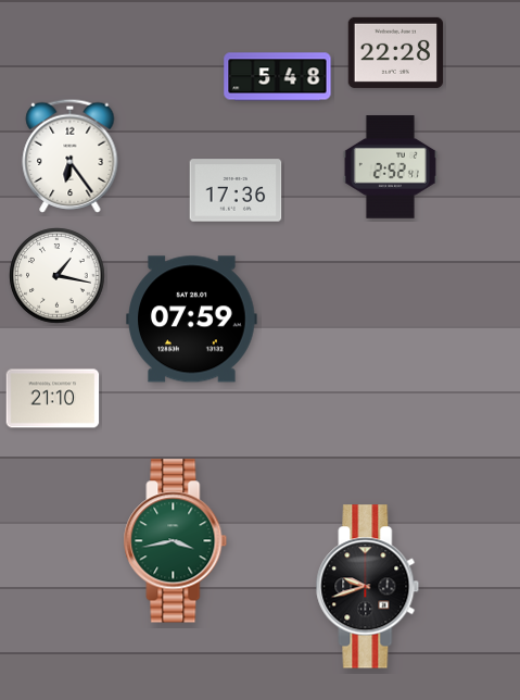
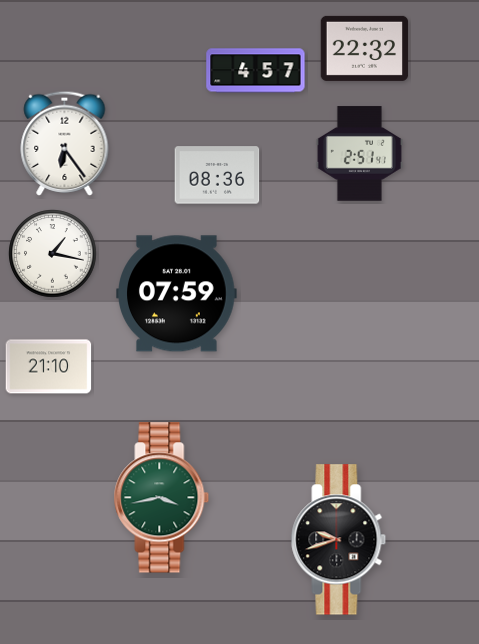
clock at (396, 52): 22:28 -> 22:32
clock at (278, 77): 5:48 -> 4:57
clock at (390, 167): 2:52 -> 2:51
clock at (236, 190): 17:36 -> 08:36
